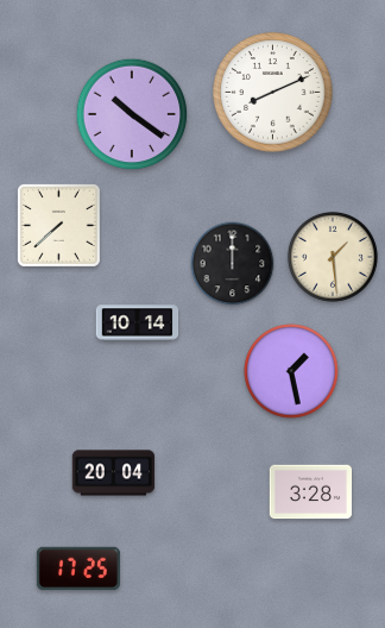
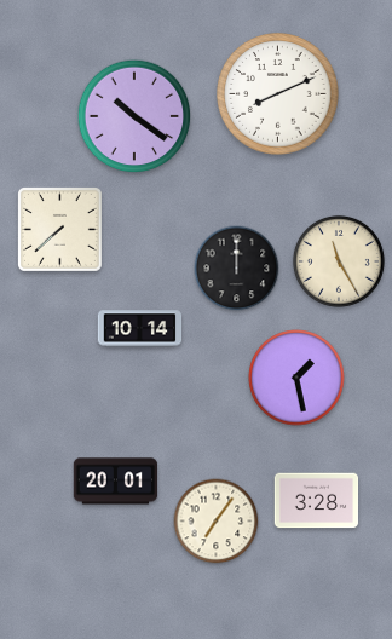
clock at (333, 257): 1:29 -> 11:25
clock at (114, 473): 20:04 -> 20:01
clock at (217, 522): none -> 7:06
clock at (78, 567): 17:25 -> none
